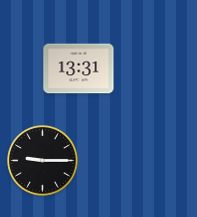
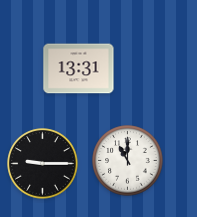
clock at (43, 161) position: (43, 161) -> (43, 164)
clock at (128, 161): none -> 11:00
